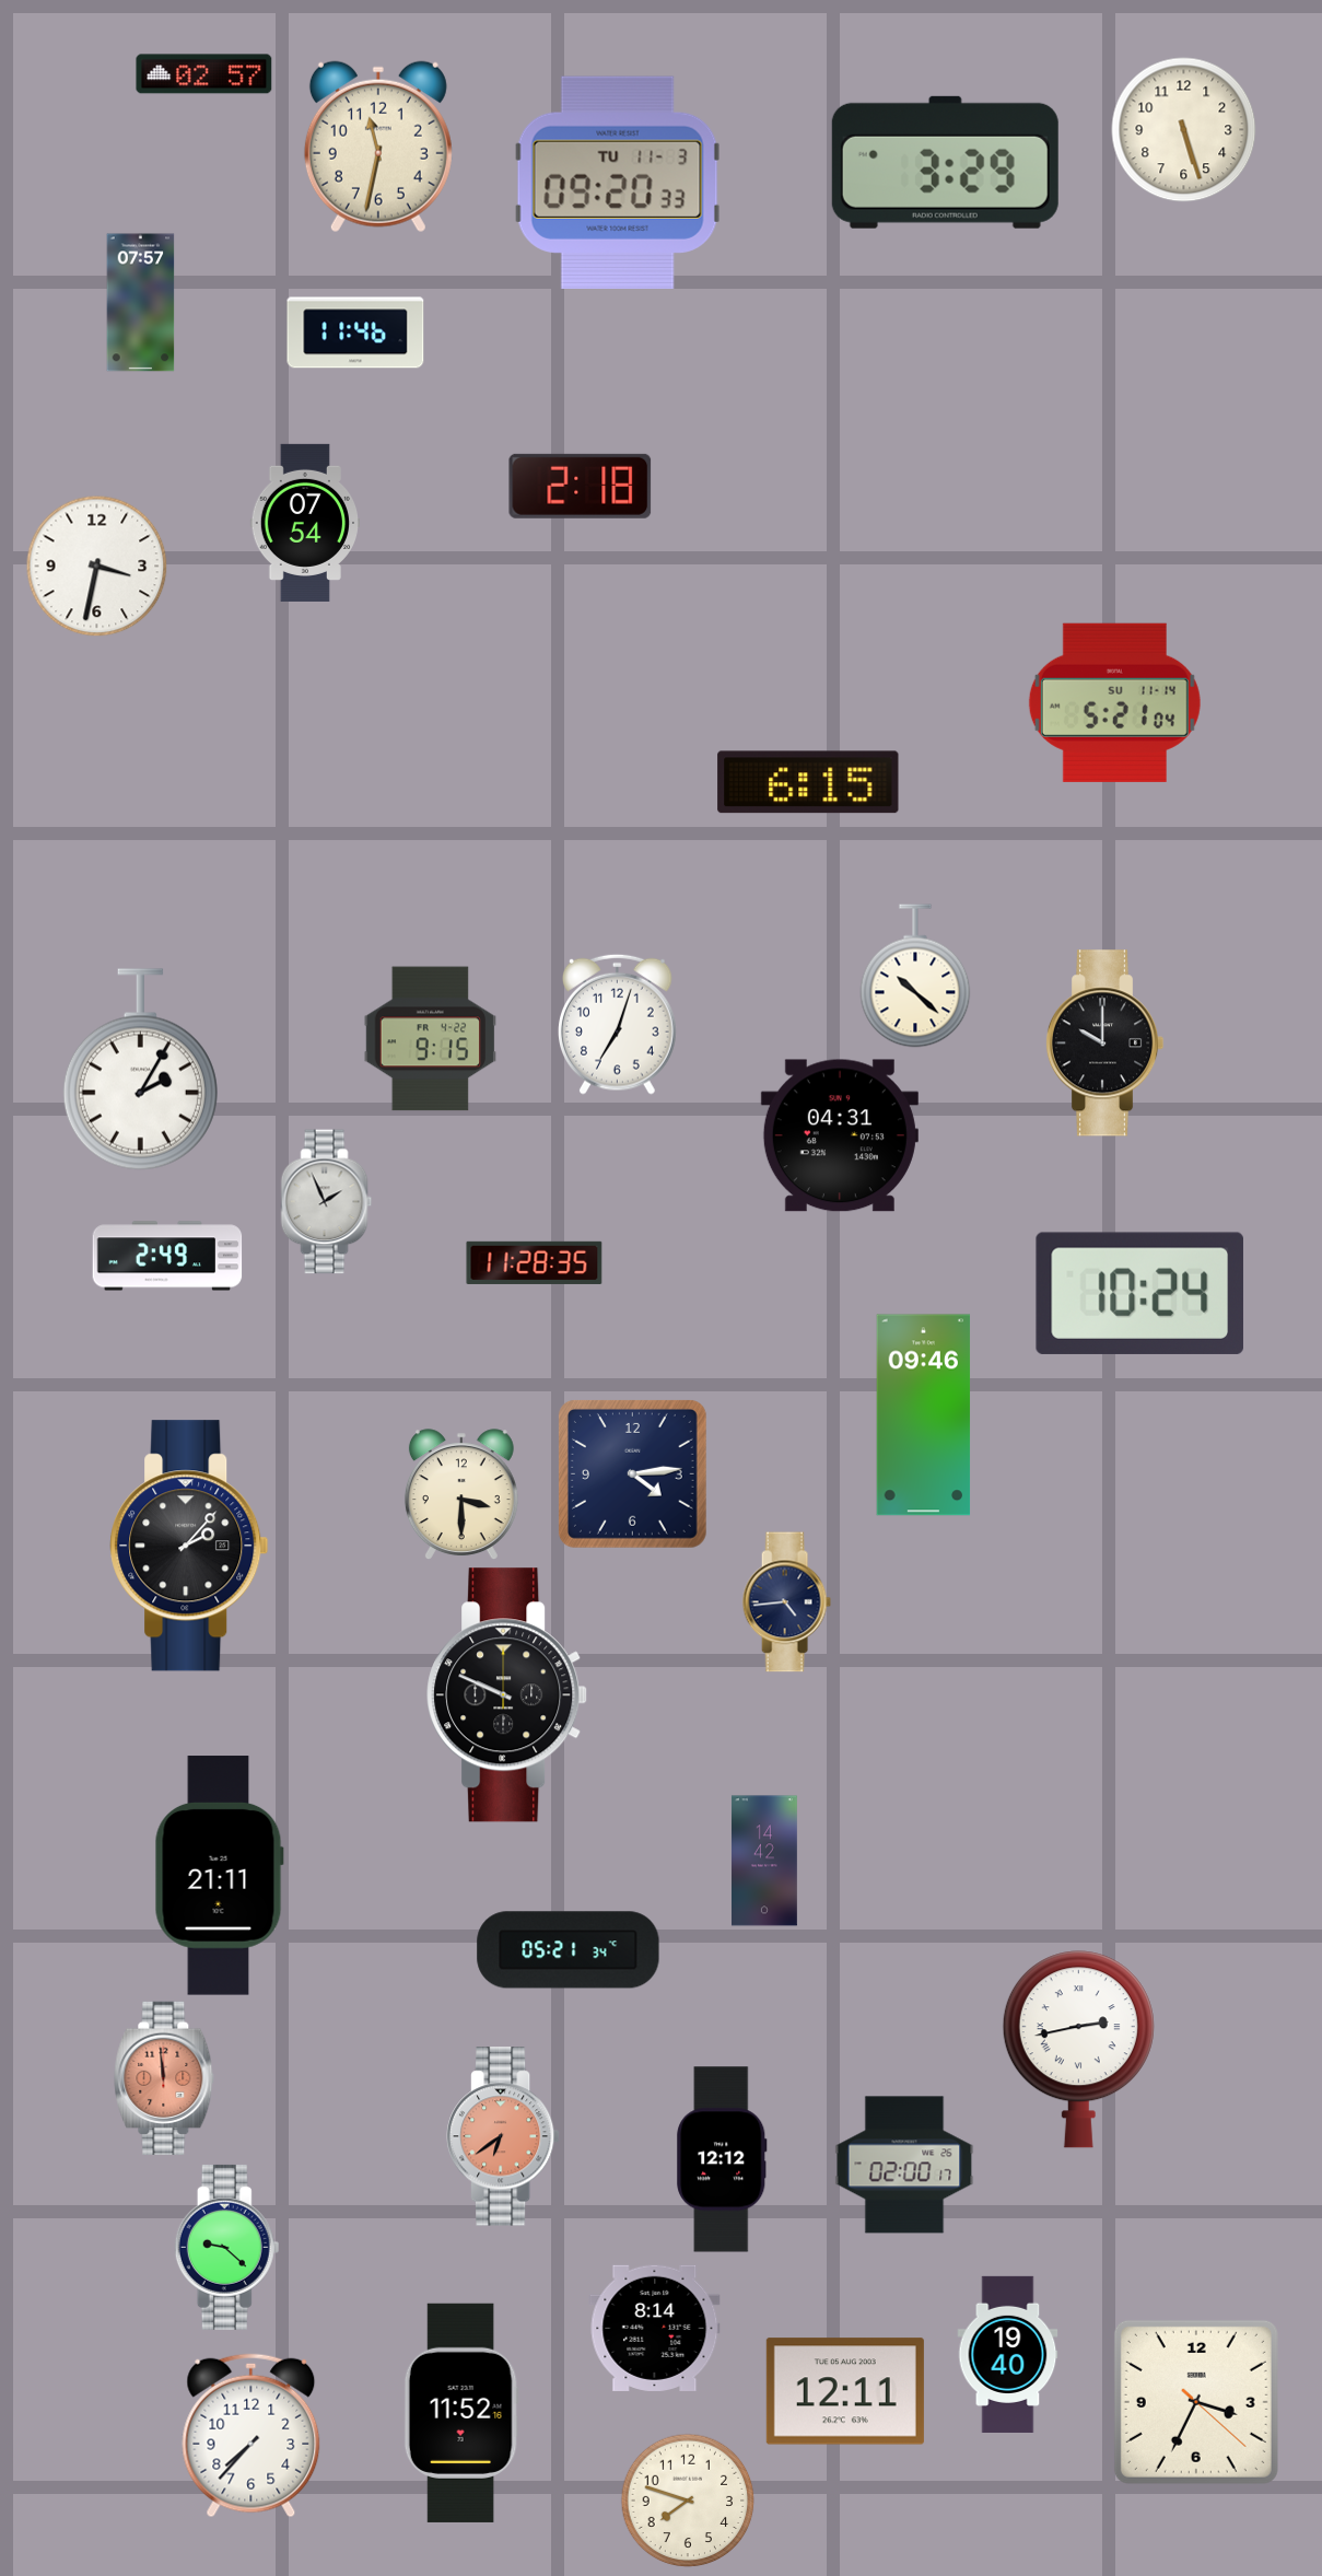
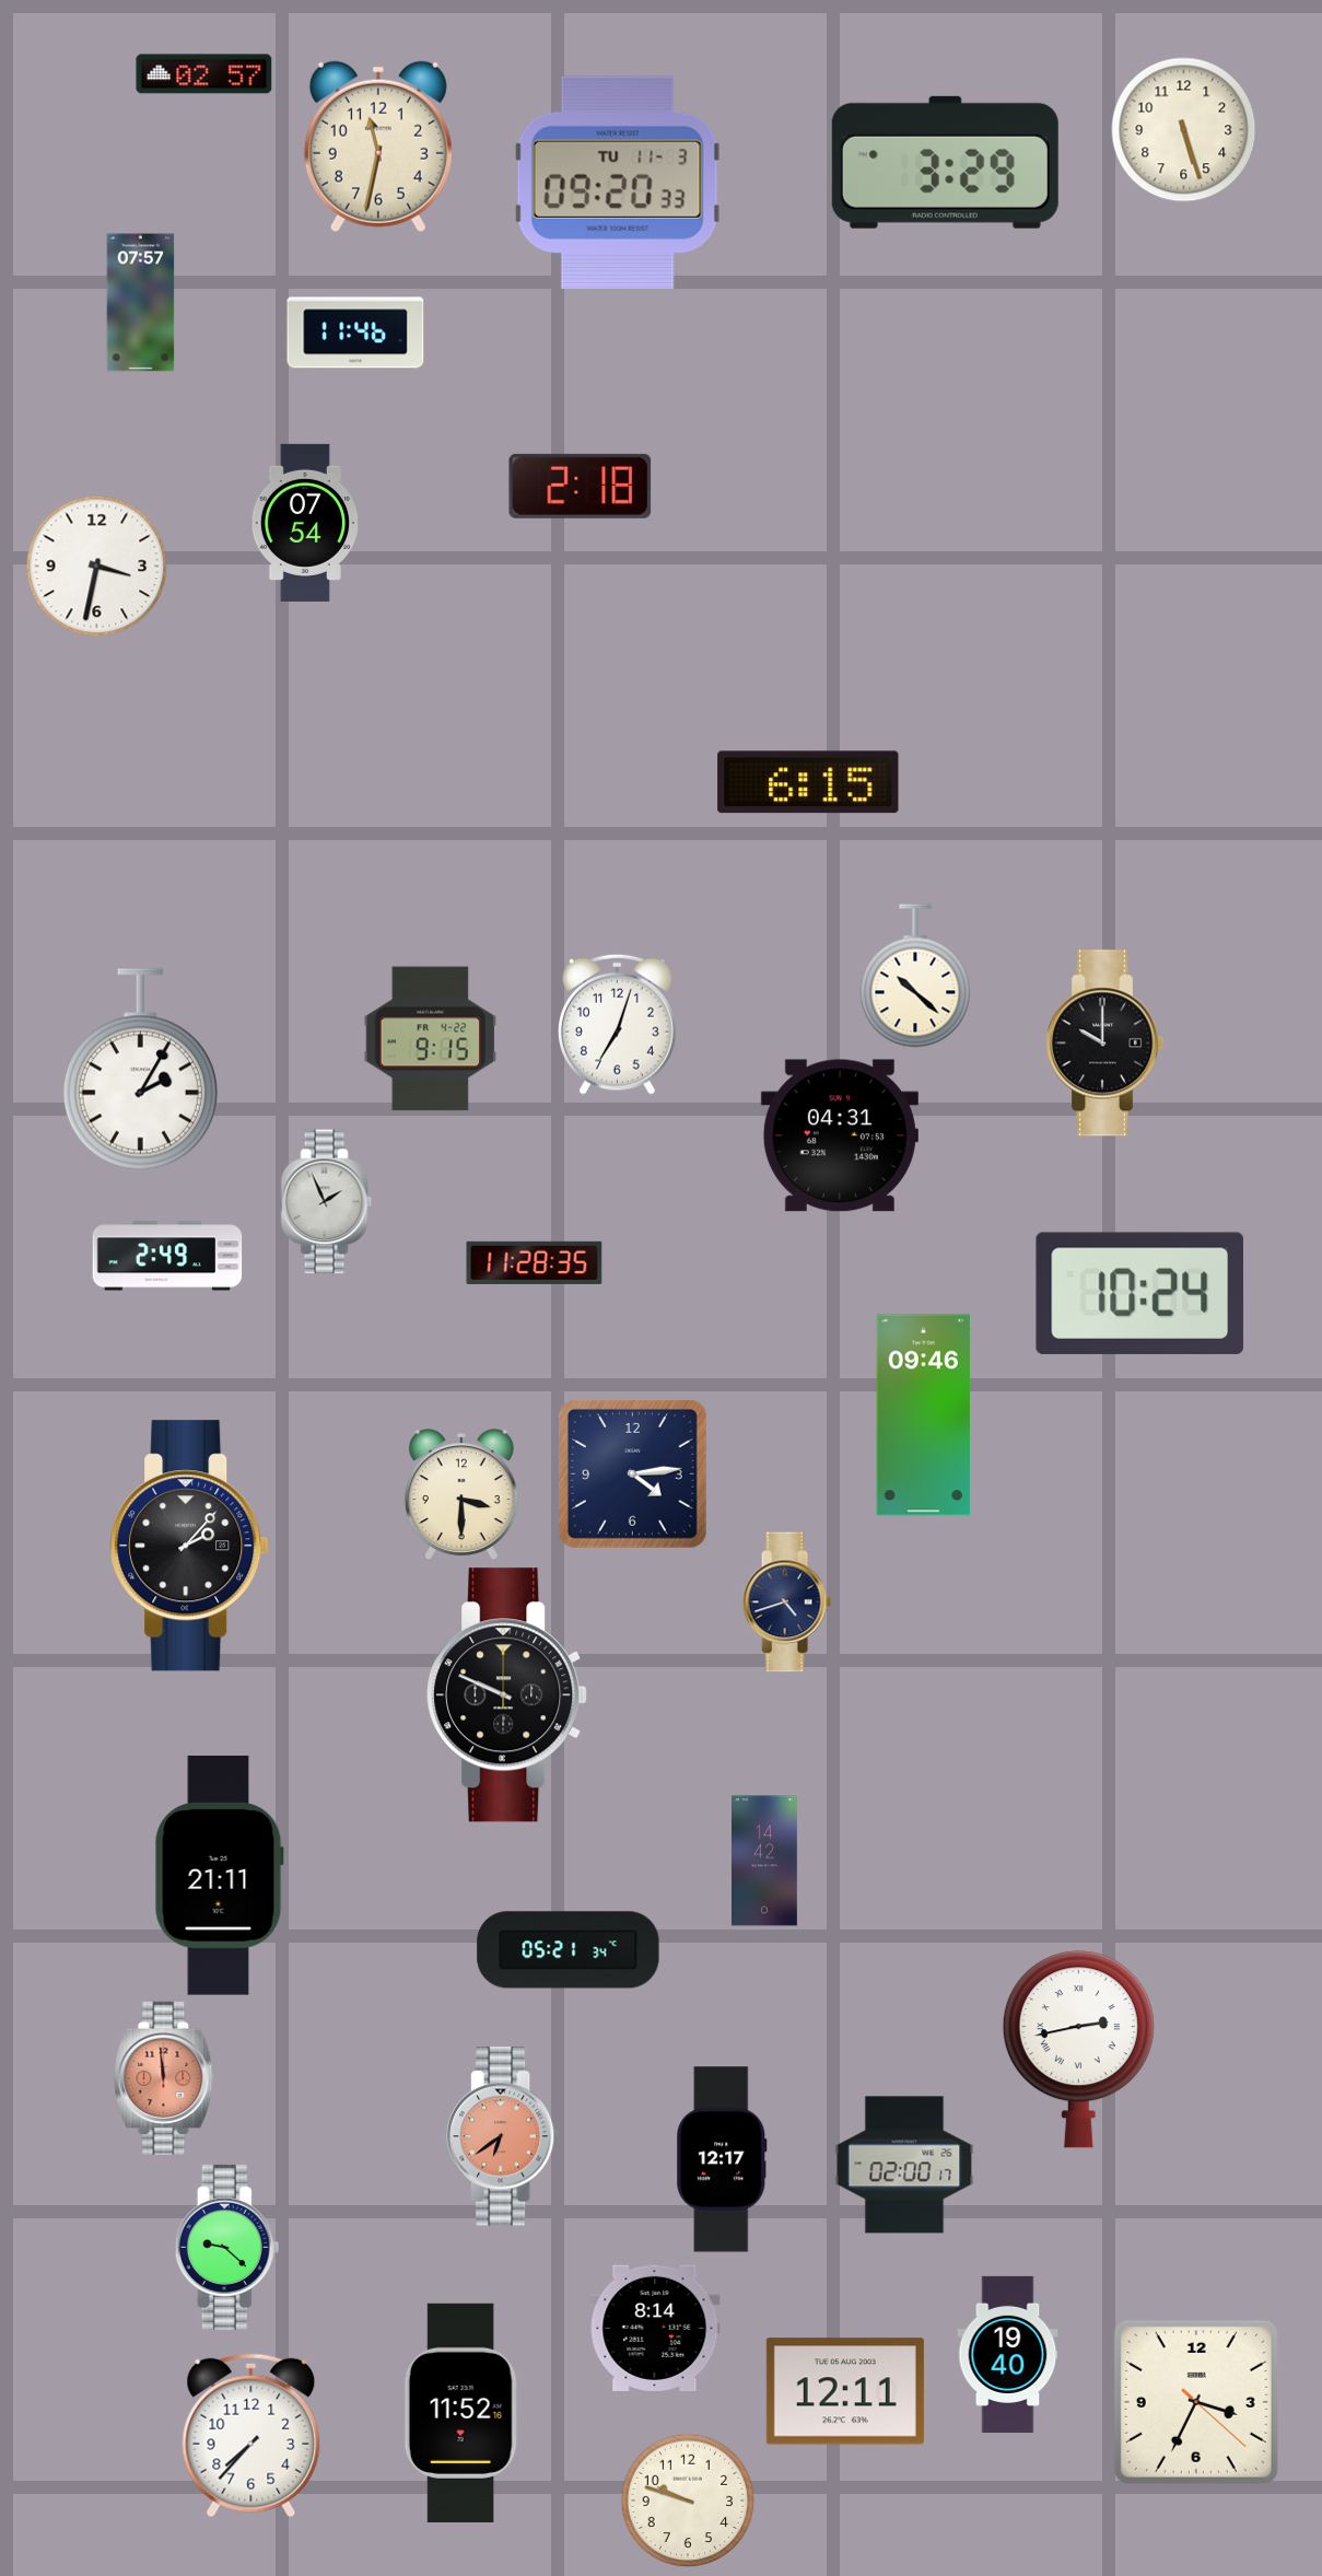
clock at (1114, 702): 5:21 -> none
clock at (786, 1602): 4:44 -> 4:42
clock at (722, 2159): 12:12 -> 12:17
clock at (688, 2501): 7:48 -> 9:48
